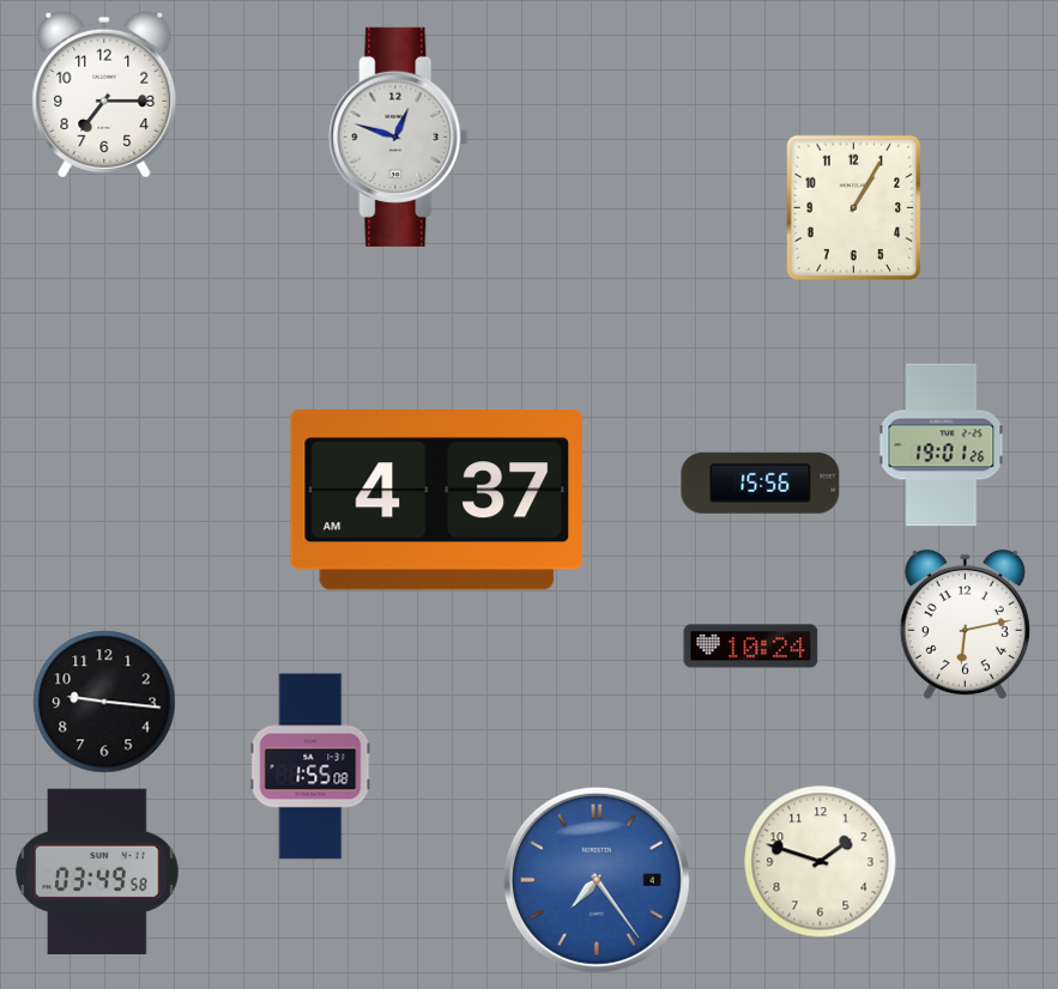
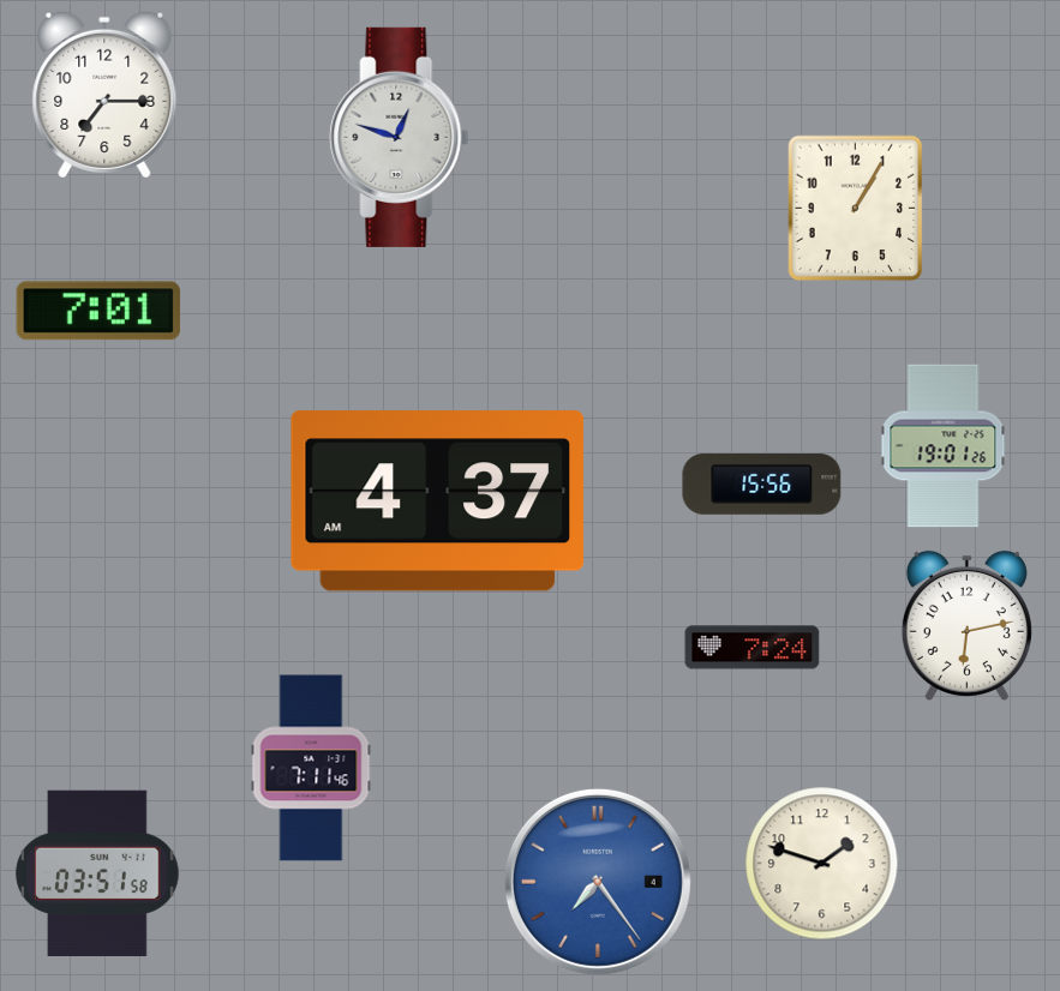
clock at (98, 311): none -> 7:01
clock at (751, 647): 10:24 -> 7:24
clock at (104, 702): 9:16 -> none
clock at (310, 766): 1:55 -> 7:11
clock at (97, 870): 03:49 -> 03:51
